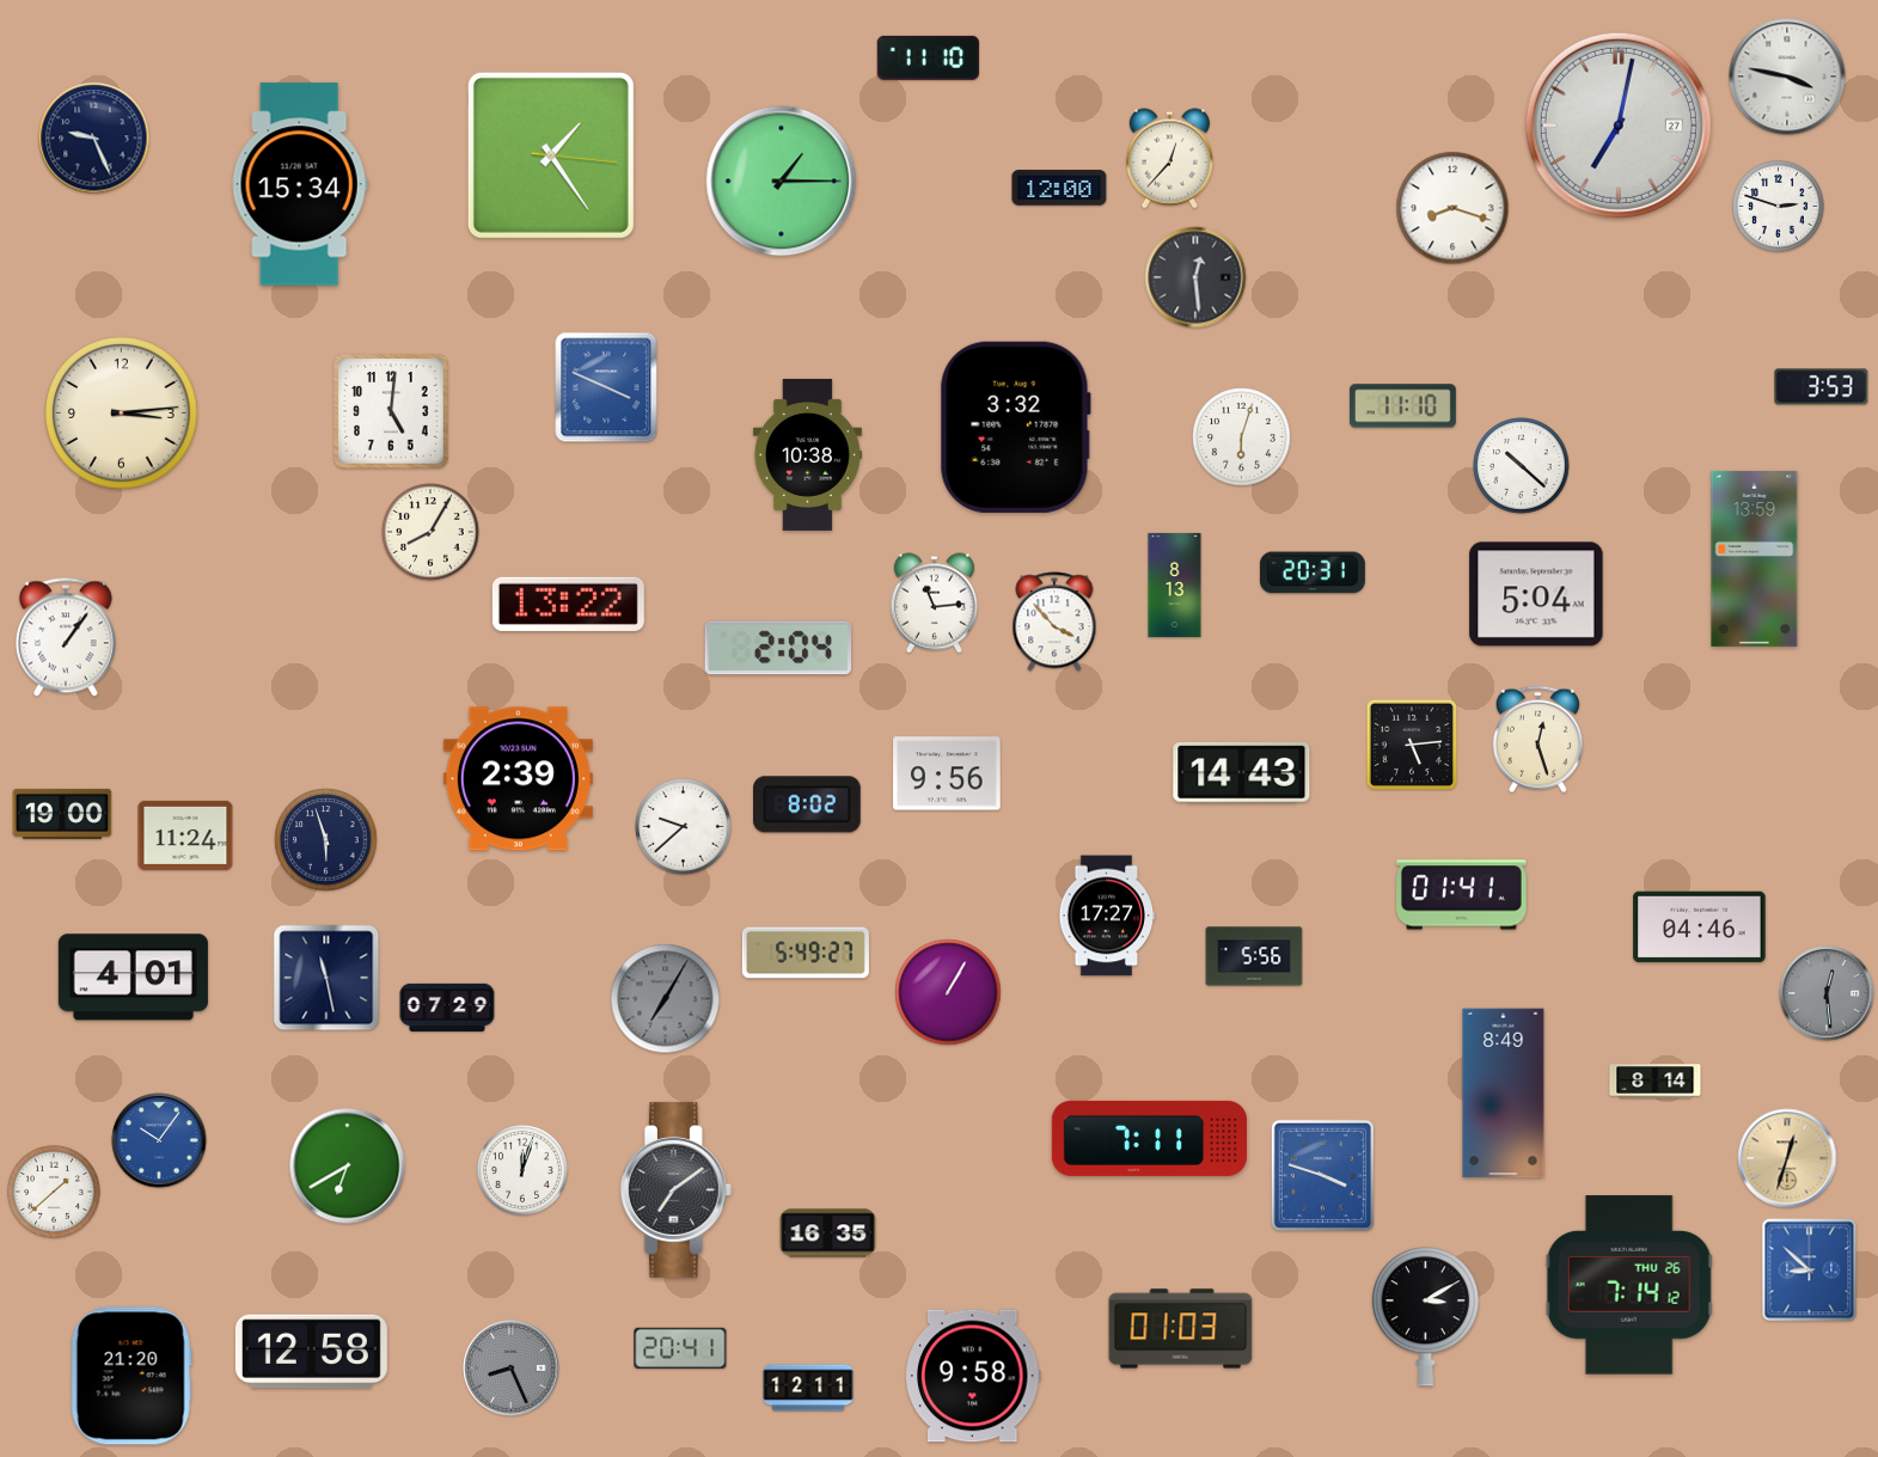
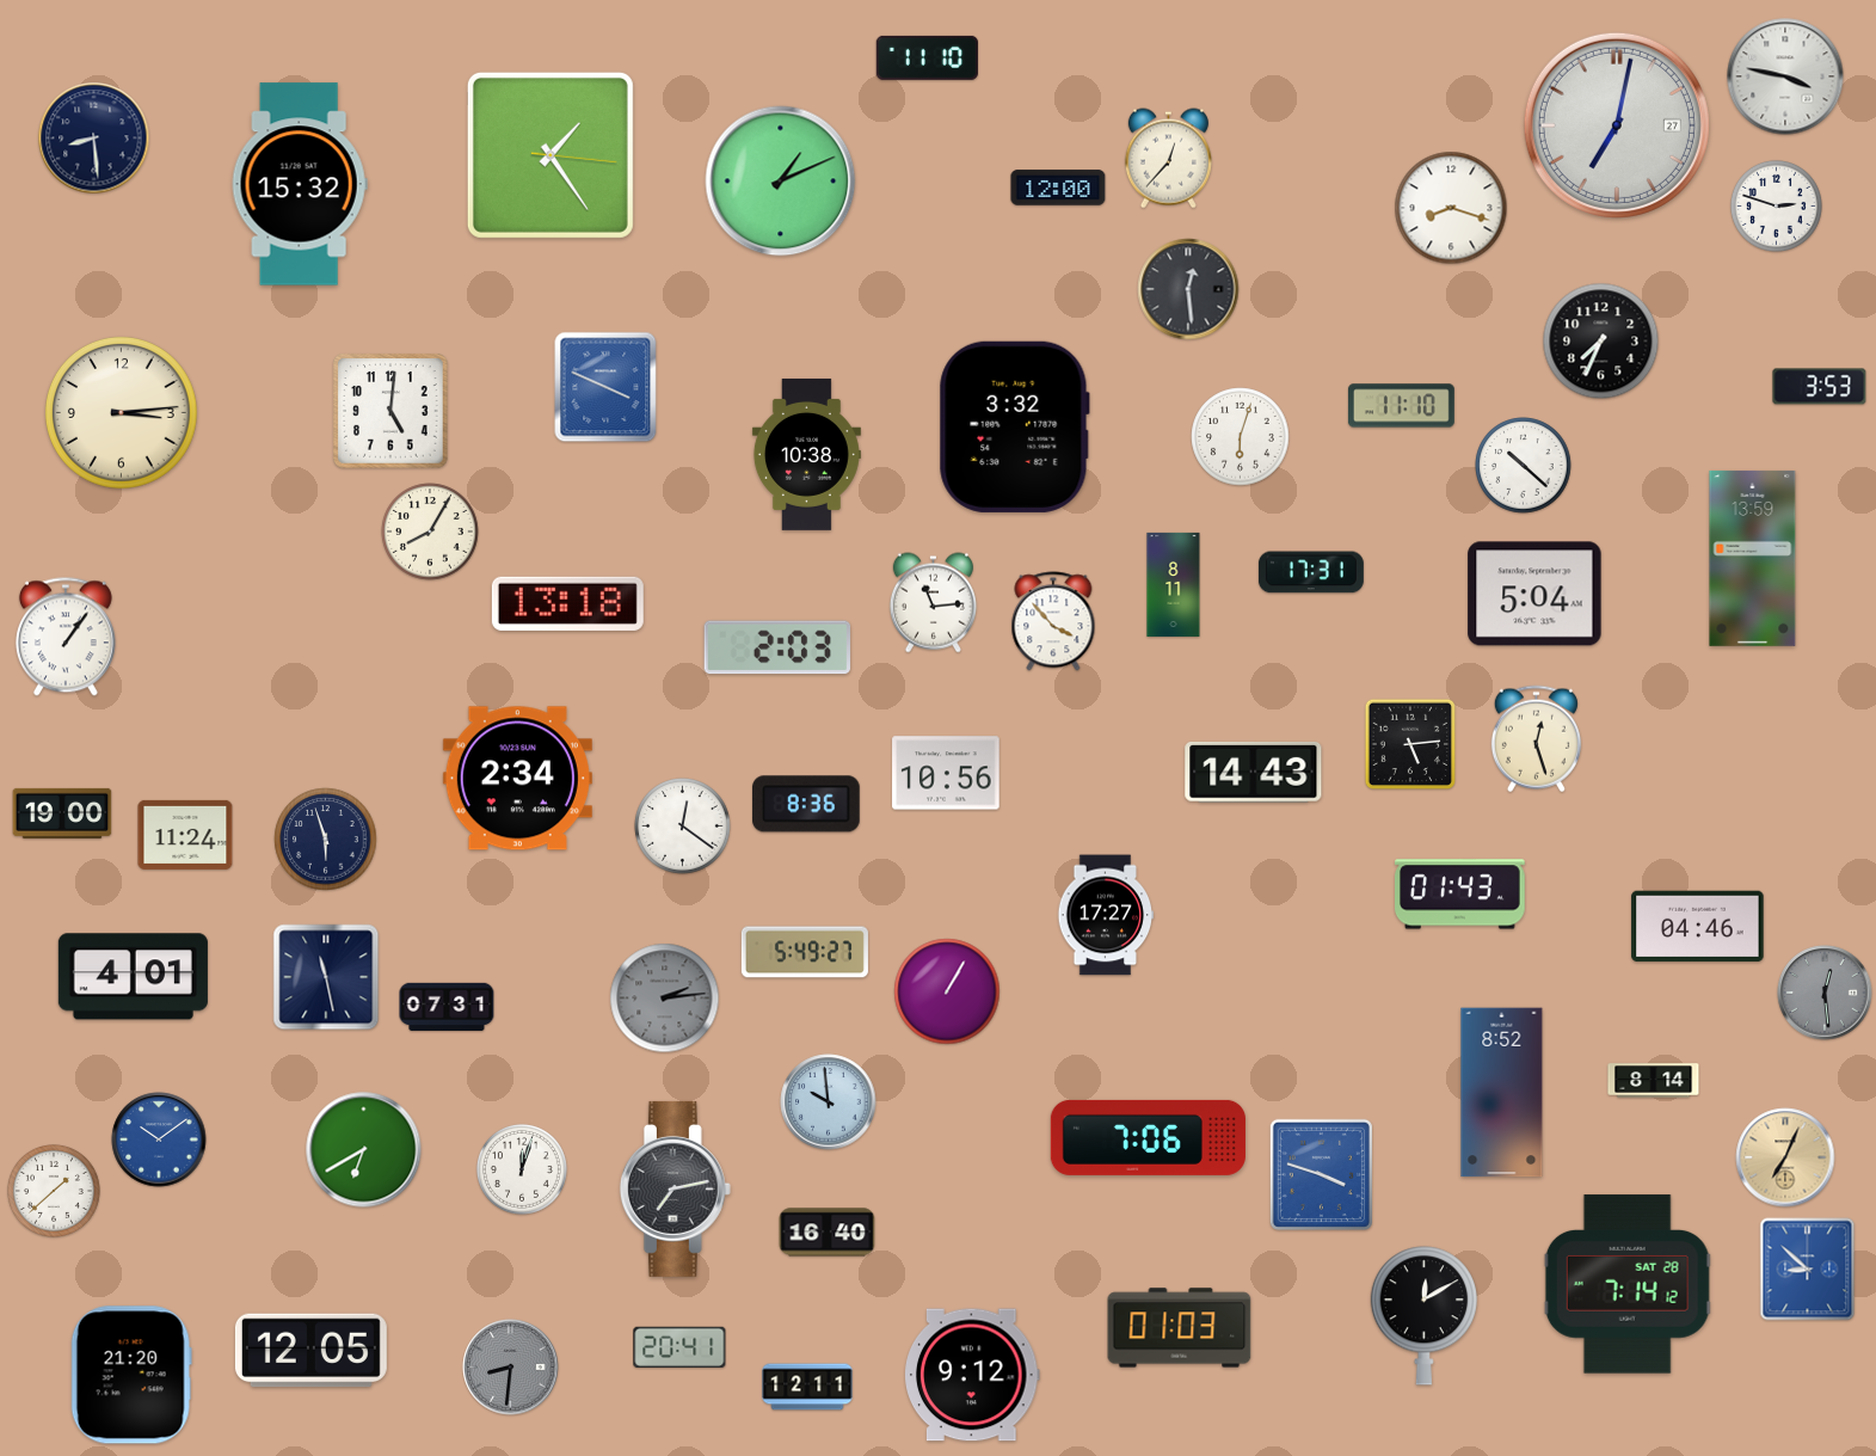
clock at (94, 139): 9:26 -> 8:29
clock at (782, 182): 1:15 -> 1:11
clock at (300, 184): 15:34 -> 15:32
clock at (1195, 277) position: (1195, 277) -> (1188, 289)
clock at (1601, 342): none -> 7:34
clock at (1522, 466) position: (1522, 466) -> (1524, 466)
clock at (1313, 573): 20:31 -> 17:31
clock at (1175, 584): 8:13 -> 8:11
clock at (568, 604): 13:22 -> 13:18
clock at (778, 648): 2:04 -> 2:03
clock at (947, 773): 9:56 -> 10:56
clock at (1242, 773) position: (1242, 773) -> (1254, 773)
clock at (518, 779): 2:39 -> 2:34
clock at (808, 804): 8:02 -> 8:36
clock at (684, 827): 9:38 -> 12:21
clock at (1462, 895): 01:41 -> 01:43
clock at (1254, 956): 5:56 -> none
clock at (666, 999): 7:05 -> 2:14
clock at (447, 1008): 07:29 -> 07:31
clock at (1504, 1094): 8:49 -> 8:52
clock at (829, 1102): none -> 9:59
clock at (1149, 1138): 7:11 -> 7:06
clock at (159, 1140): 10:06 -> 10:09
clock at (1787, 1158): 12:33 -> 7:04
clock at (348, 1167) position: (348, 1167) -> (364, 1150)
clock at (675, 1189): 7:09 -> 7:13
clock at (828, 1233): 16:35 -> 16:40
clock at (1629, 1285) date: THU 26 -> SAT 28
clock at (1425, 1317): 3:10 -> 12:10
clock at (311, 1352): 12:58 -> 12:05
clock at (512, 1369): 8:26 -> 8:31
clock at (974, 1376): 9:58 -> 9:12
